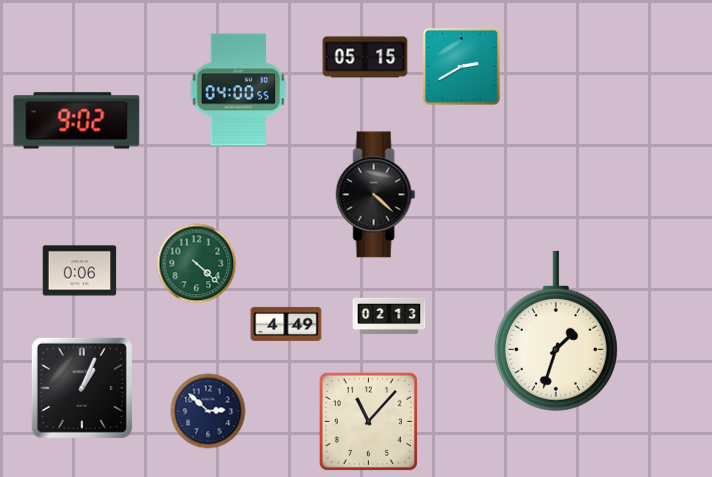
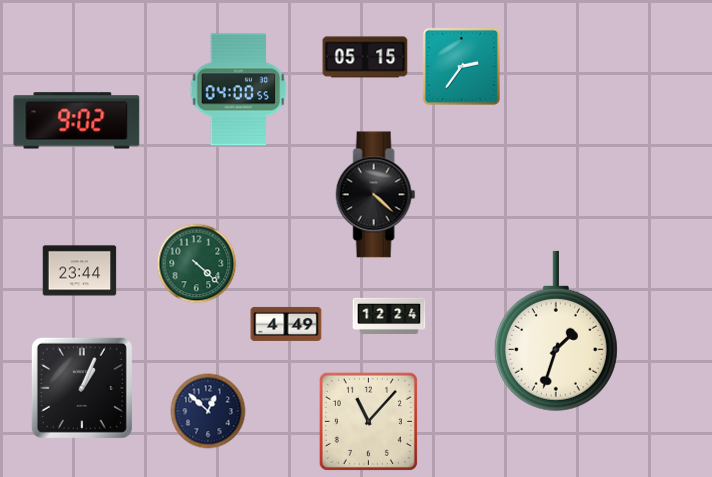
clock at (461, 66): 2:40 -> 2:36
clock at (80, 271): 0:06 -> 23:44
clock at (389, 315): 02:13 -> 12:24
clock at (208, 411): 2:52 -> 12:52
